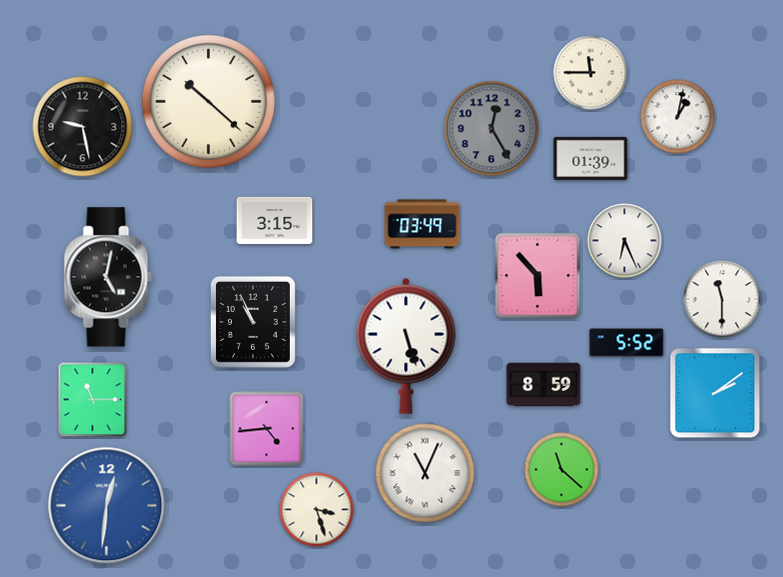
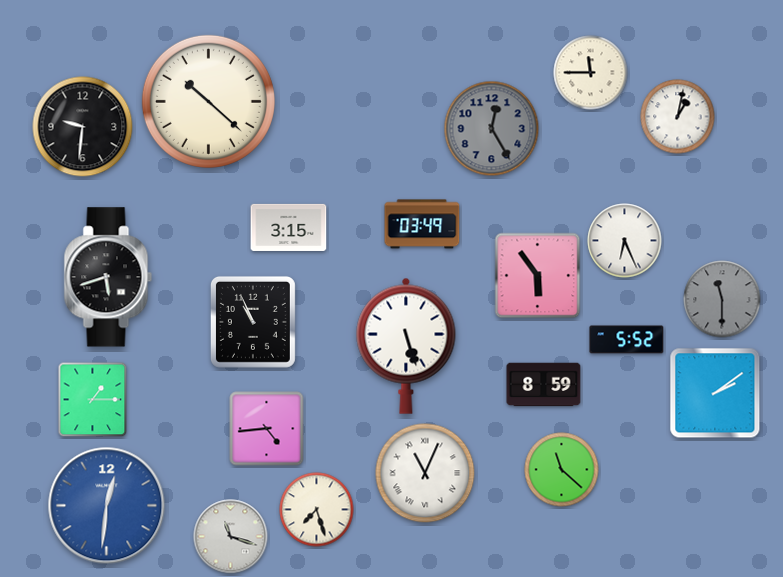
clock at (83, 127): 9:28 -> 9:31
clock at (591, 158): 01:39 -> none
clock at (275, 220) position: (275, 220) -> (289, 227)
clock at (538, 276): 5:53 -> 5:54
clock at (108, 277): 5:02 -> 5:42
clock at (722, 299) dial: white -> grey
clock at (627, 343) position: (627, 343) -> (627, 340)
clock at (93, 400): 11:15 -> 1:15
clock at (317, 510): 3:27 -> 7:27
clock at (231, 537): none -> 11:18
